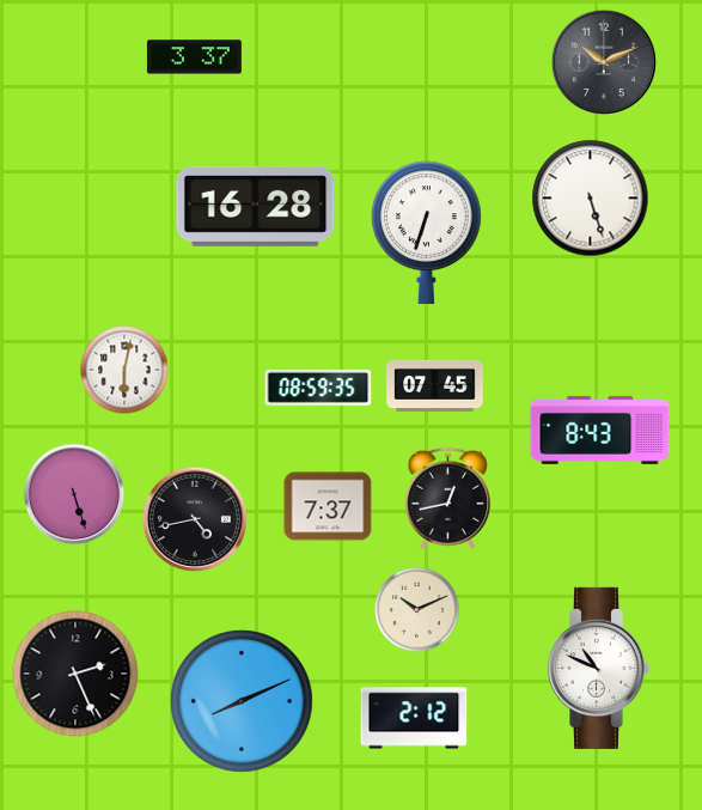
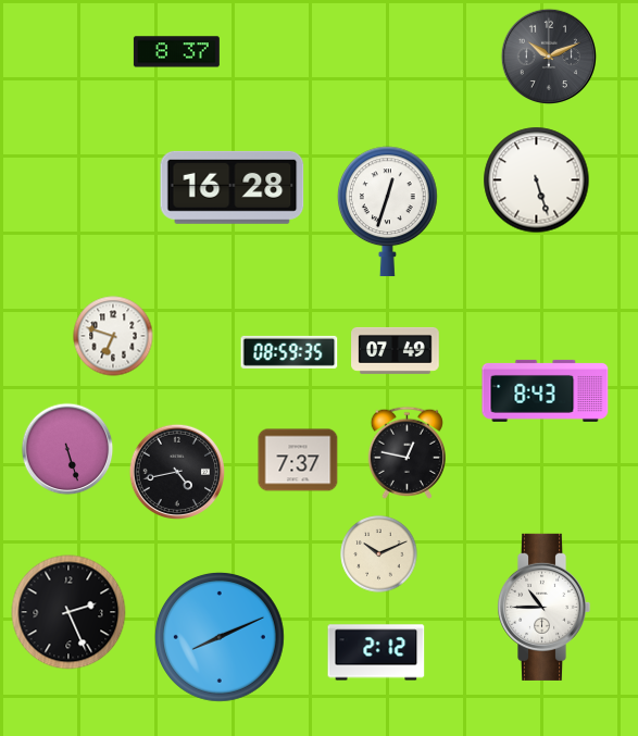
clock at (194, 57): 3:37 -> 8:37
clock at (426, 233): 6:33 -> 12:33
clock at (124, 370): 6:02 -> 6:48
clock at (435, 385): 07:45 -> 07:49
clock at (447, 498): 12:43 -> 12:47
clock at (599, 668): 10:49 -> 10:45
